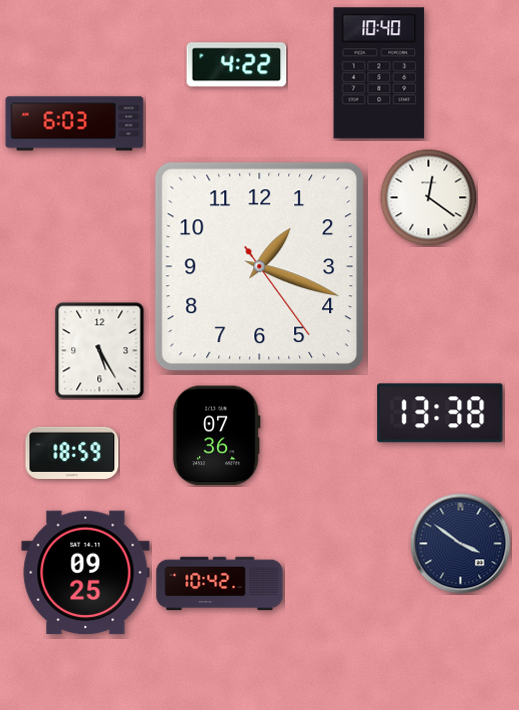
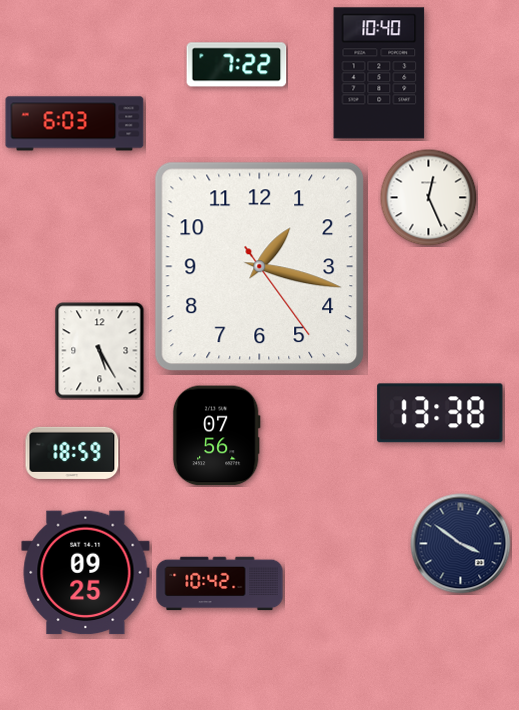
clock at (237, 65): 4:22 -> 7:22
clock at (428, 197): 12:21 -> 12:26
clock at (260, 267): 1:18 -> 1:17
clock at (216, 436): 07:36 -> 07:56
